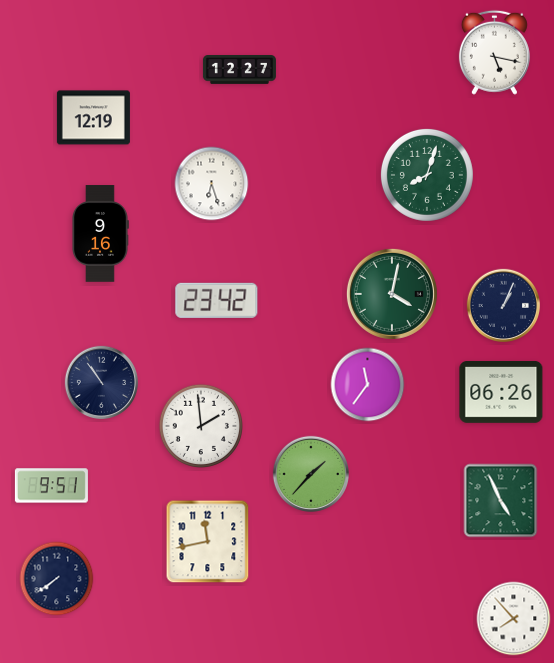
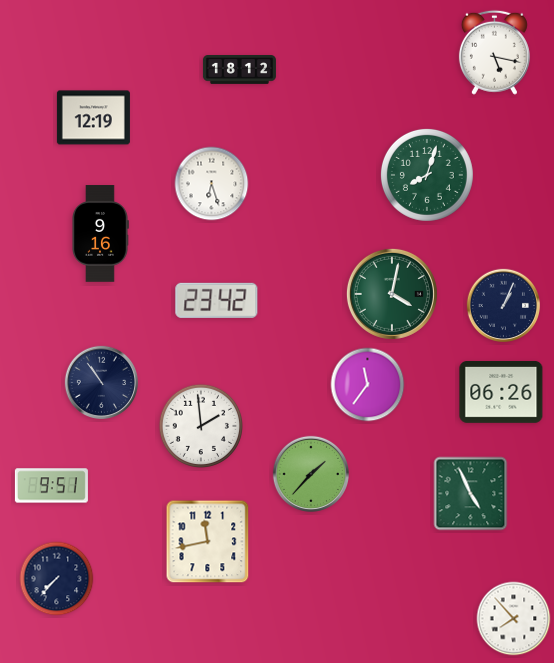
clock at (239, 70): 12:27 -> 18:12
clock at (501, 501) position: (501, 501) -> (471, 494)
clock at (57, 579): 7:39 -> 7:37
